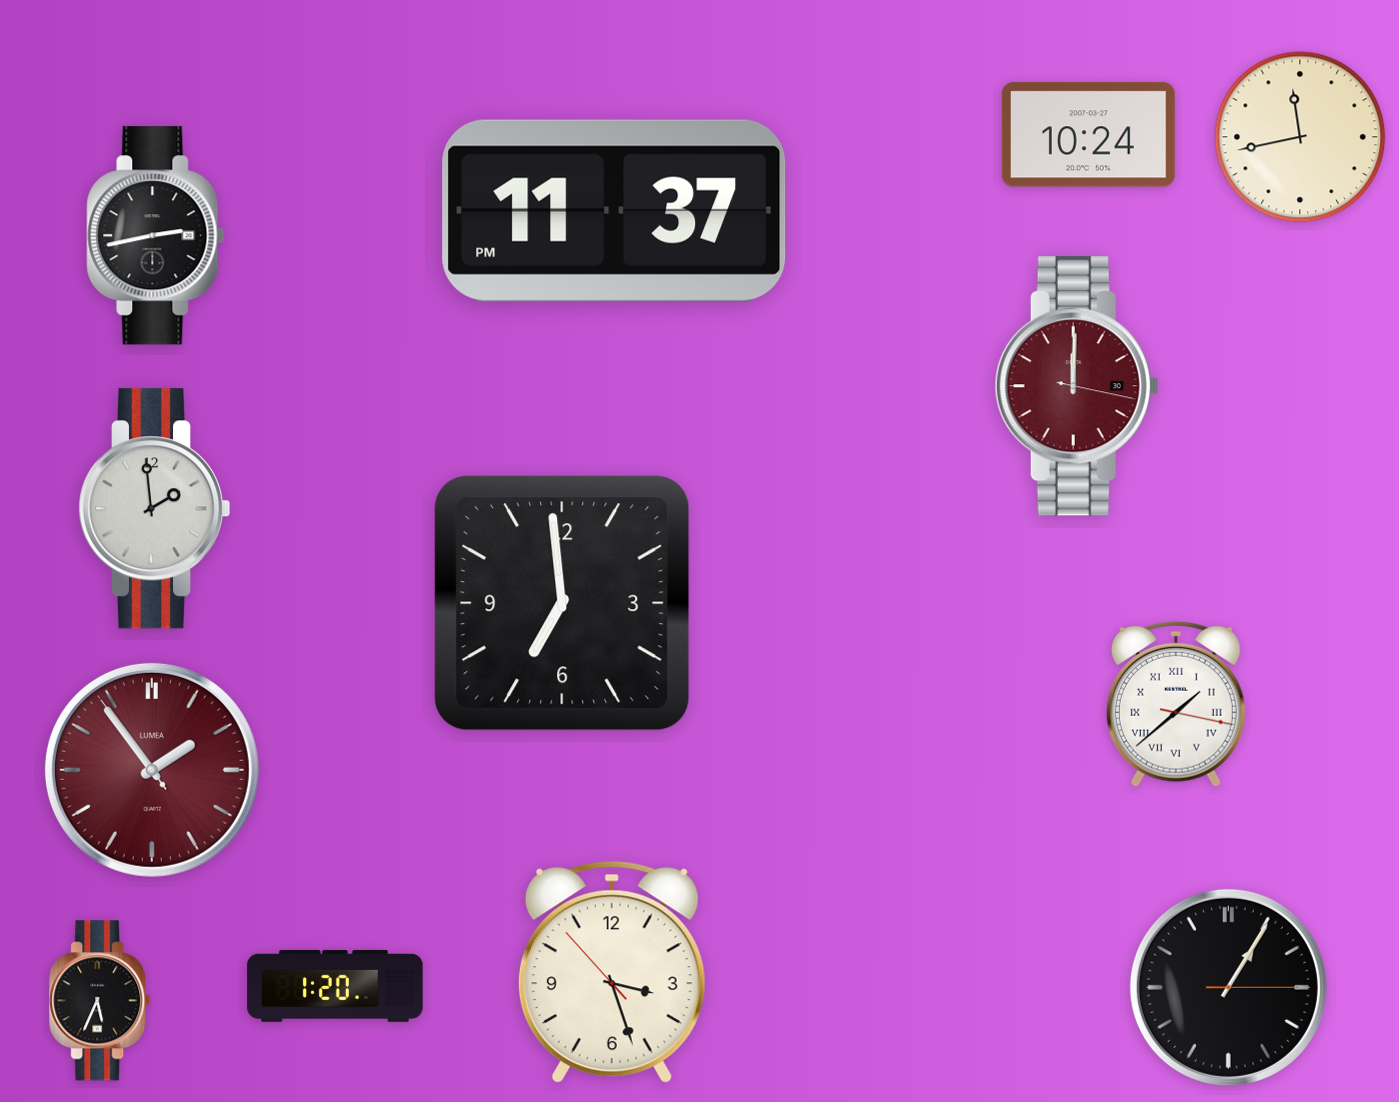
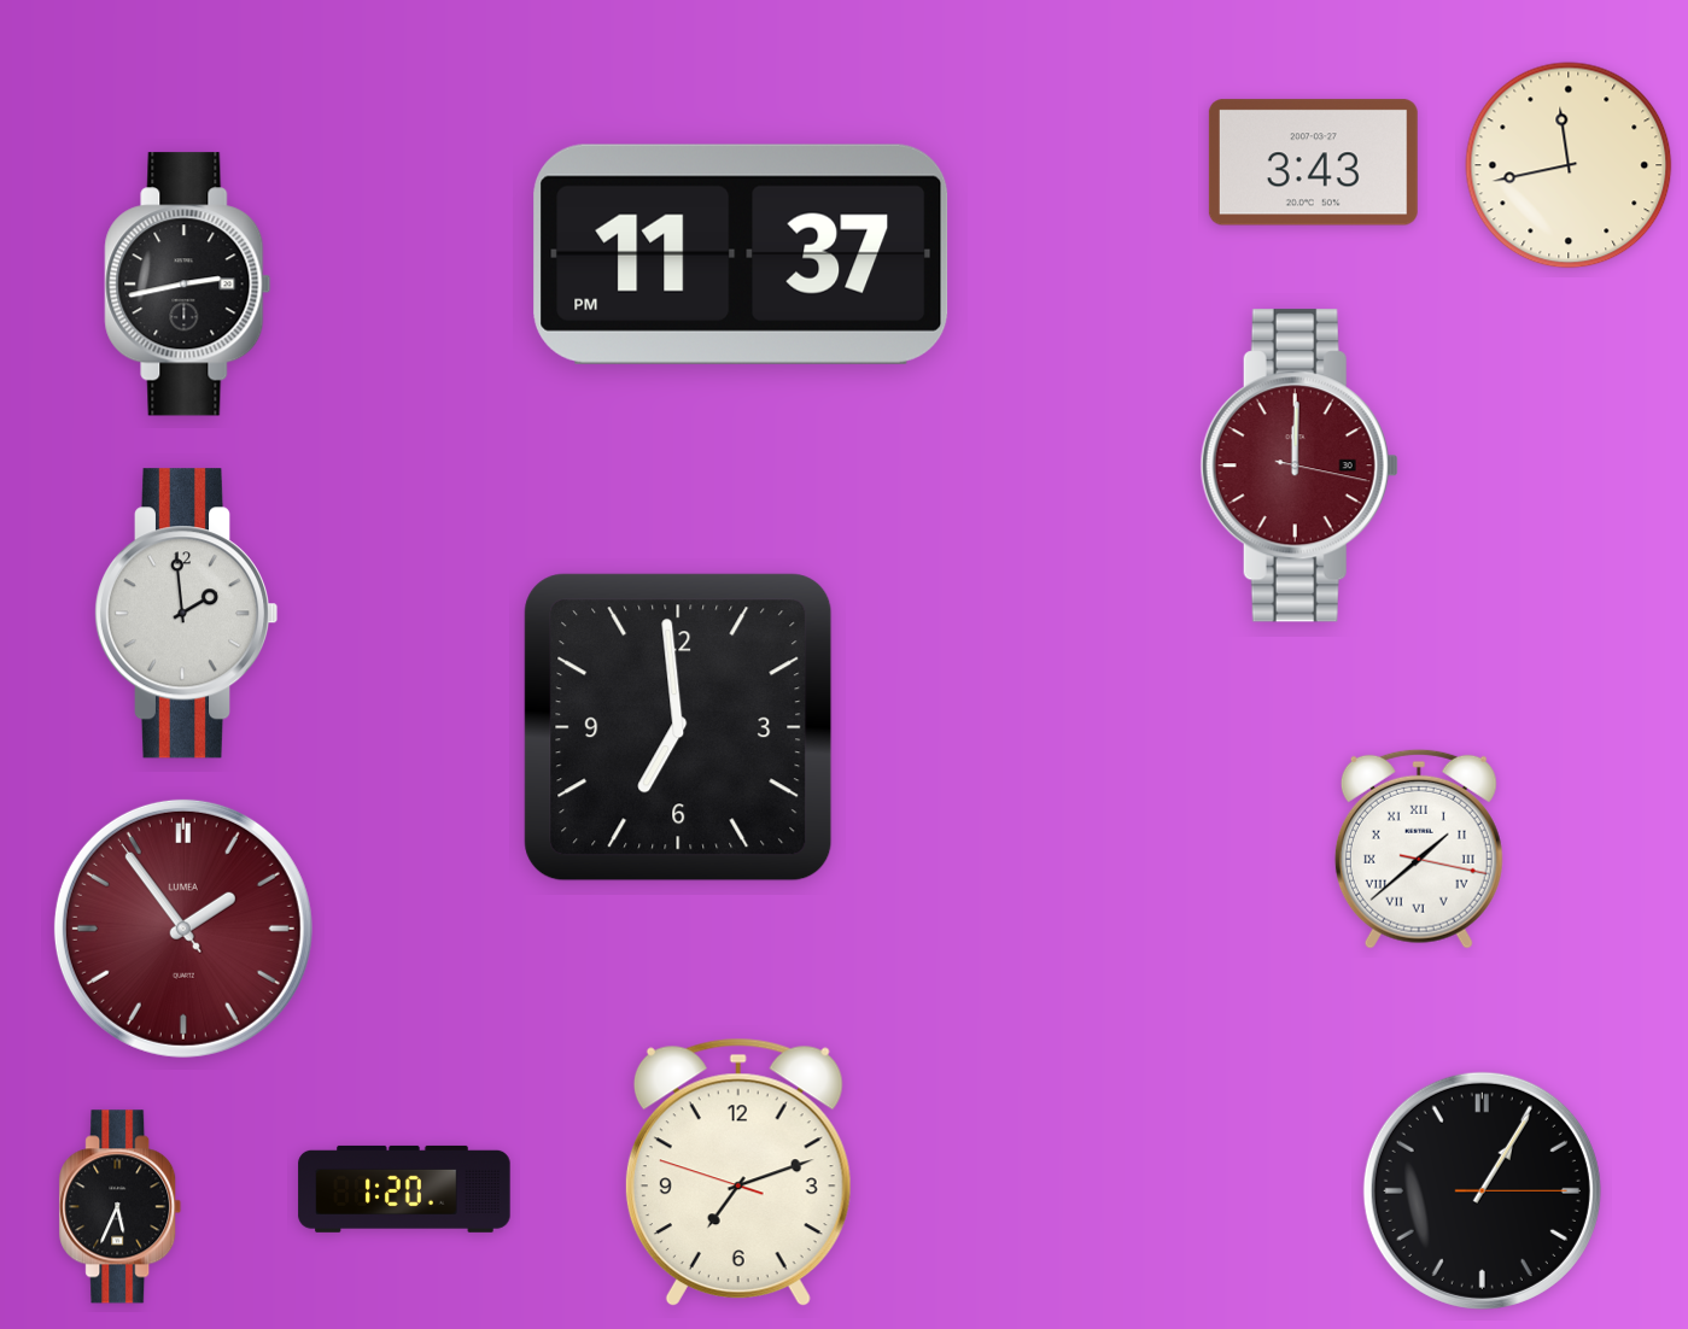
clock at (1088, 135): 10:24 -> 3:43
clock at (612, 972): 3:26 -> 7:11
